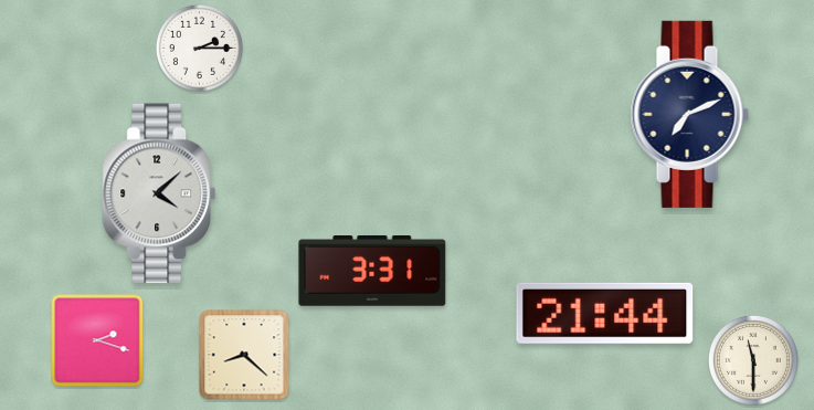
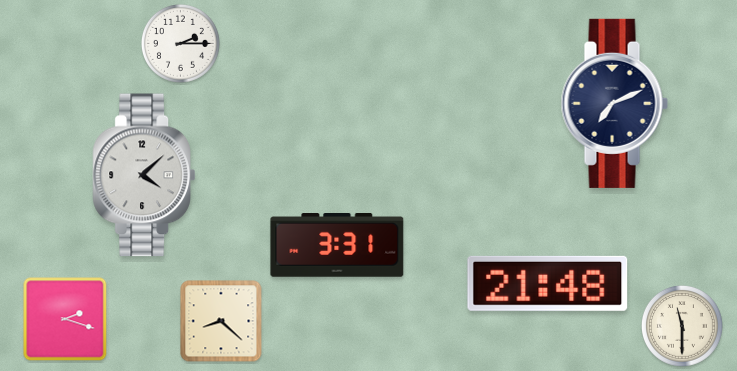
clock at (689, 114) position: (689, 114) -> (614, 103)
clock at (605, 313): 21:44 -> 21:48
clock at (97, 340) position: (97, 340) -> (65, 319)
